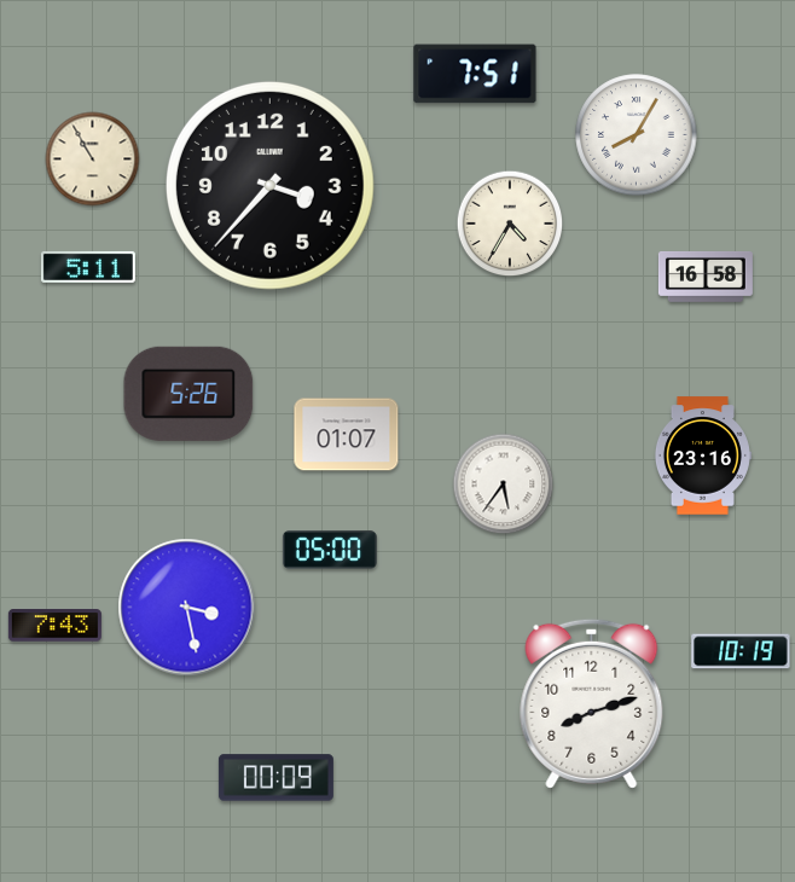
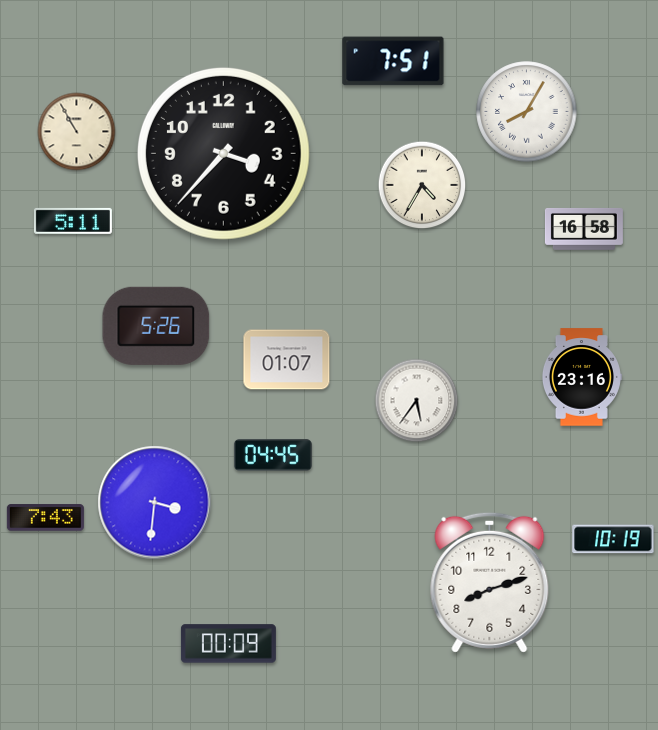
clock at (330, 550): 05:00 -> 04:45
clock at (187, 608): 3:28 -> 3:31
